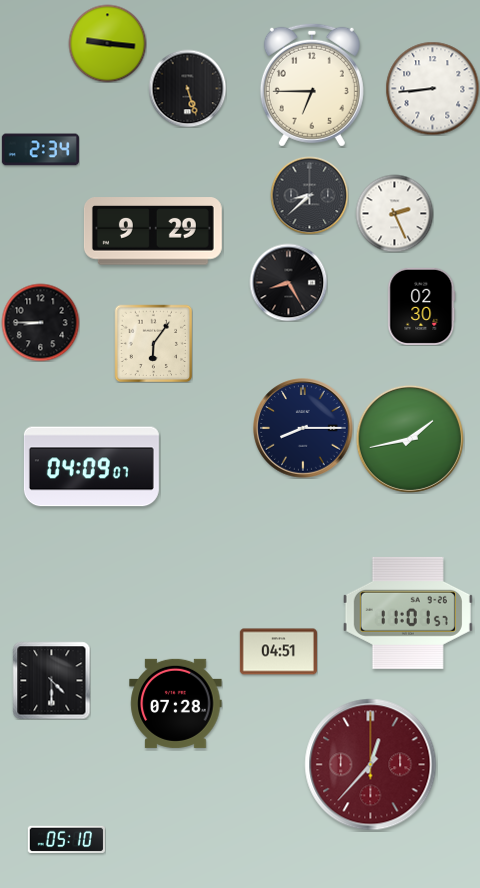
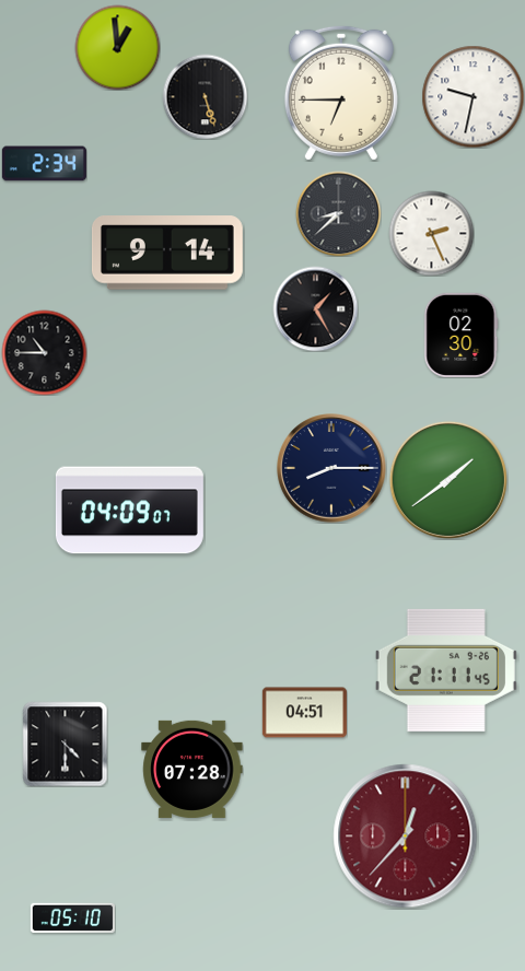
clock at (107, 43): 9:16 -> 12:59
clock at (432, 88): 8:44 -> 9:32
clock at (153, 231): 9:29 -> 9:14
clock at (288, 282): 8:25 -> 1:25
clock at (40, 322): 8:45 -> 10:45
clock at (153, 343): 6:06 -> none
clock at (410, 439): 1:43 -> 1:39
clock at (91, 467) position: (91, 467) -> (129, 511)
clock at (408, 613): 11:01 -> 21:11
clock at (51, 680) position: (51, 680) -> (65, 744)
